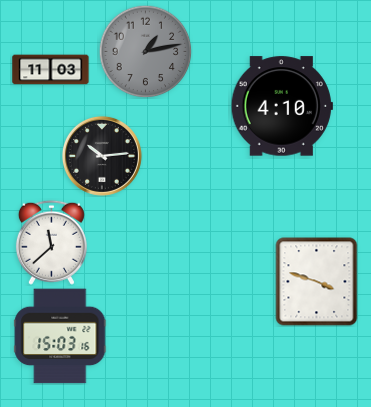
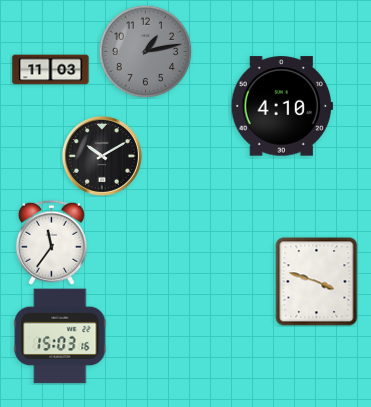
clock at (102, 156): 10:14 -> 10:10
clock at (51, 242): 11:38 -> 11:36
